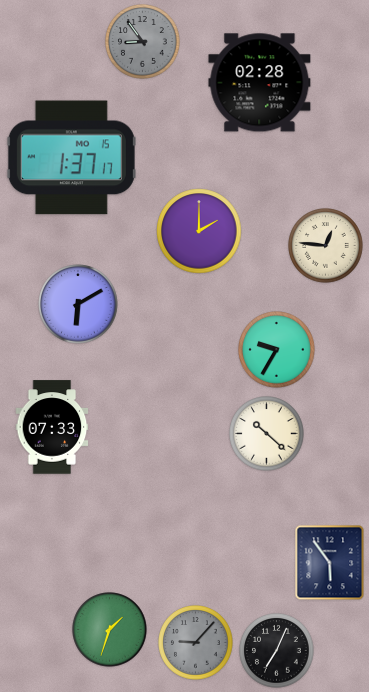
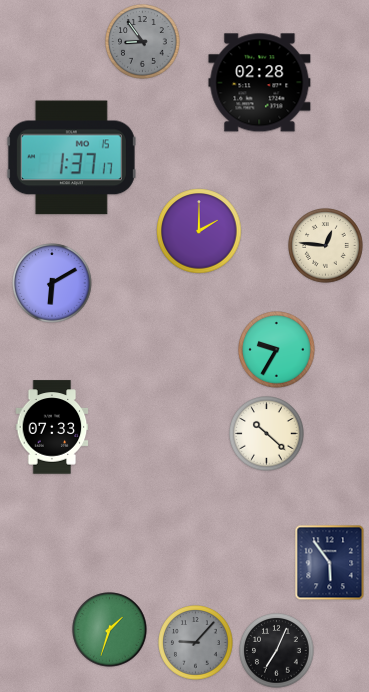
clock at (78, 304) position: (78, 304) -> (52, 283)
